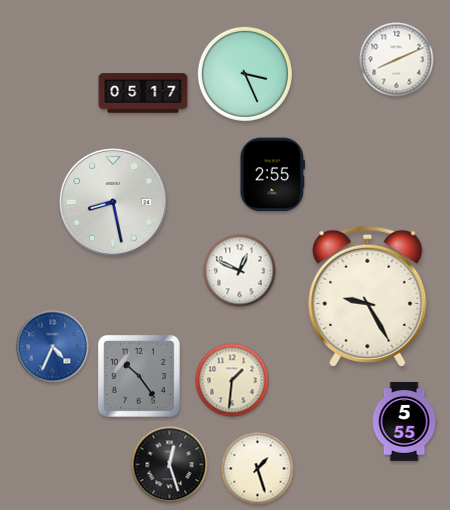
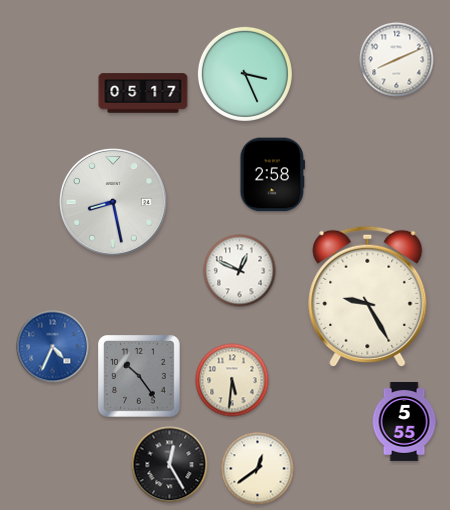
clock at (273, 175): 2:55 -> 2:58
clock at (232, 380): 1:31 -> 5:31
clock at (170, 465): 12:27 -> 12:25
clock at (258, 469): 1:27 -> 12:39
